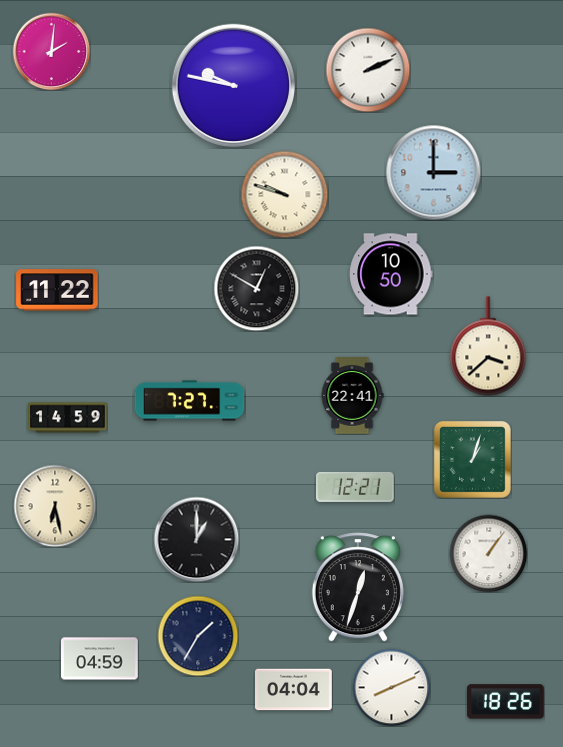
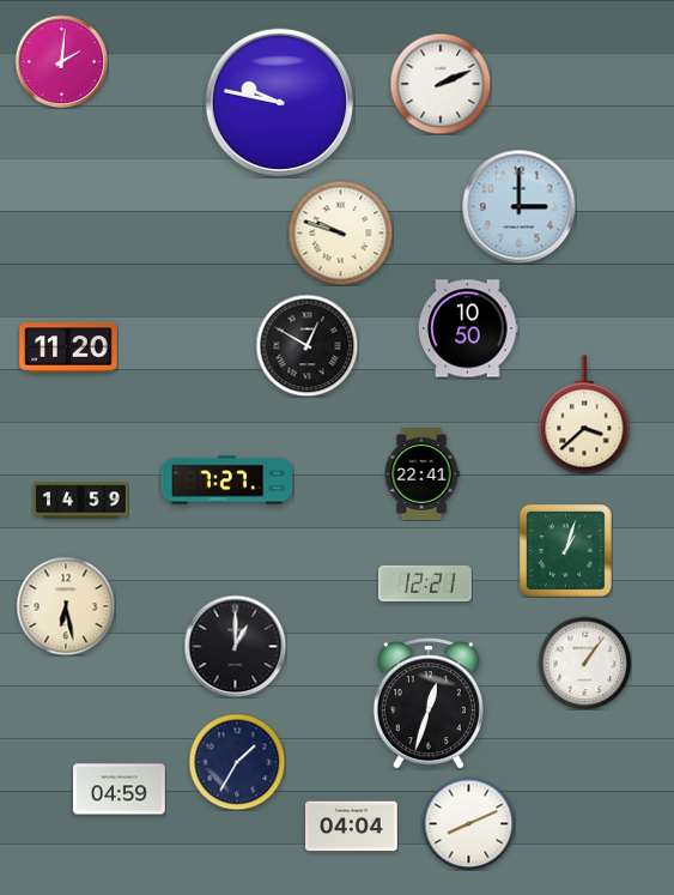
clock at (57, 290): 11:22 -> 11:20
clock at (506, 702): 18:26 -> none
